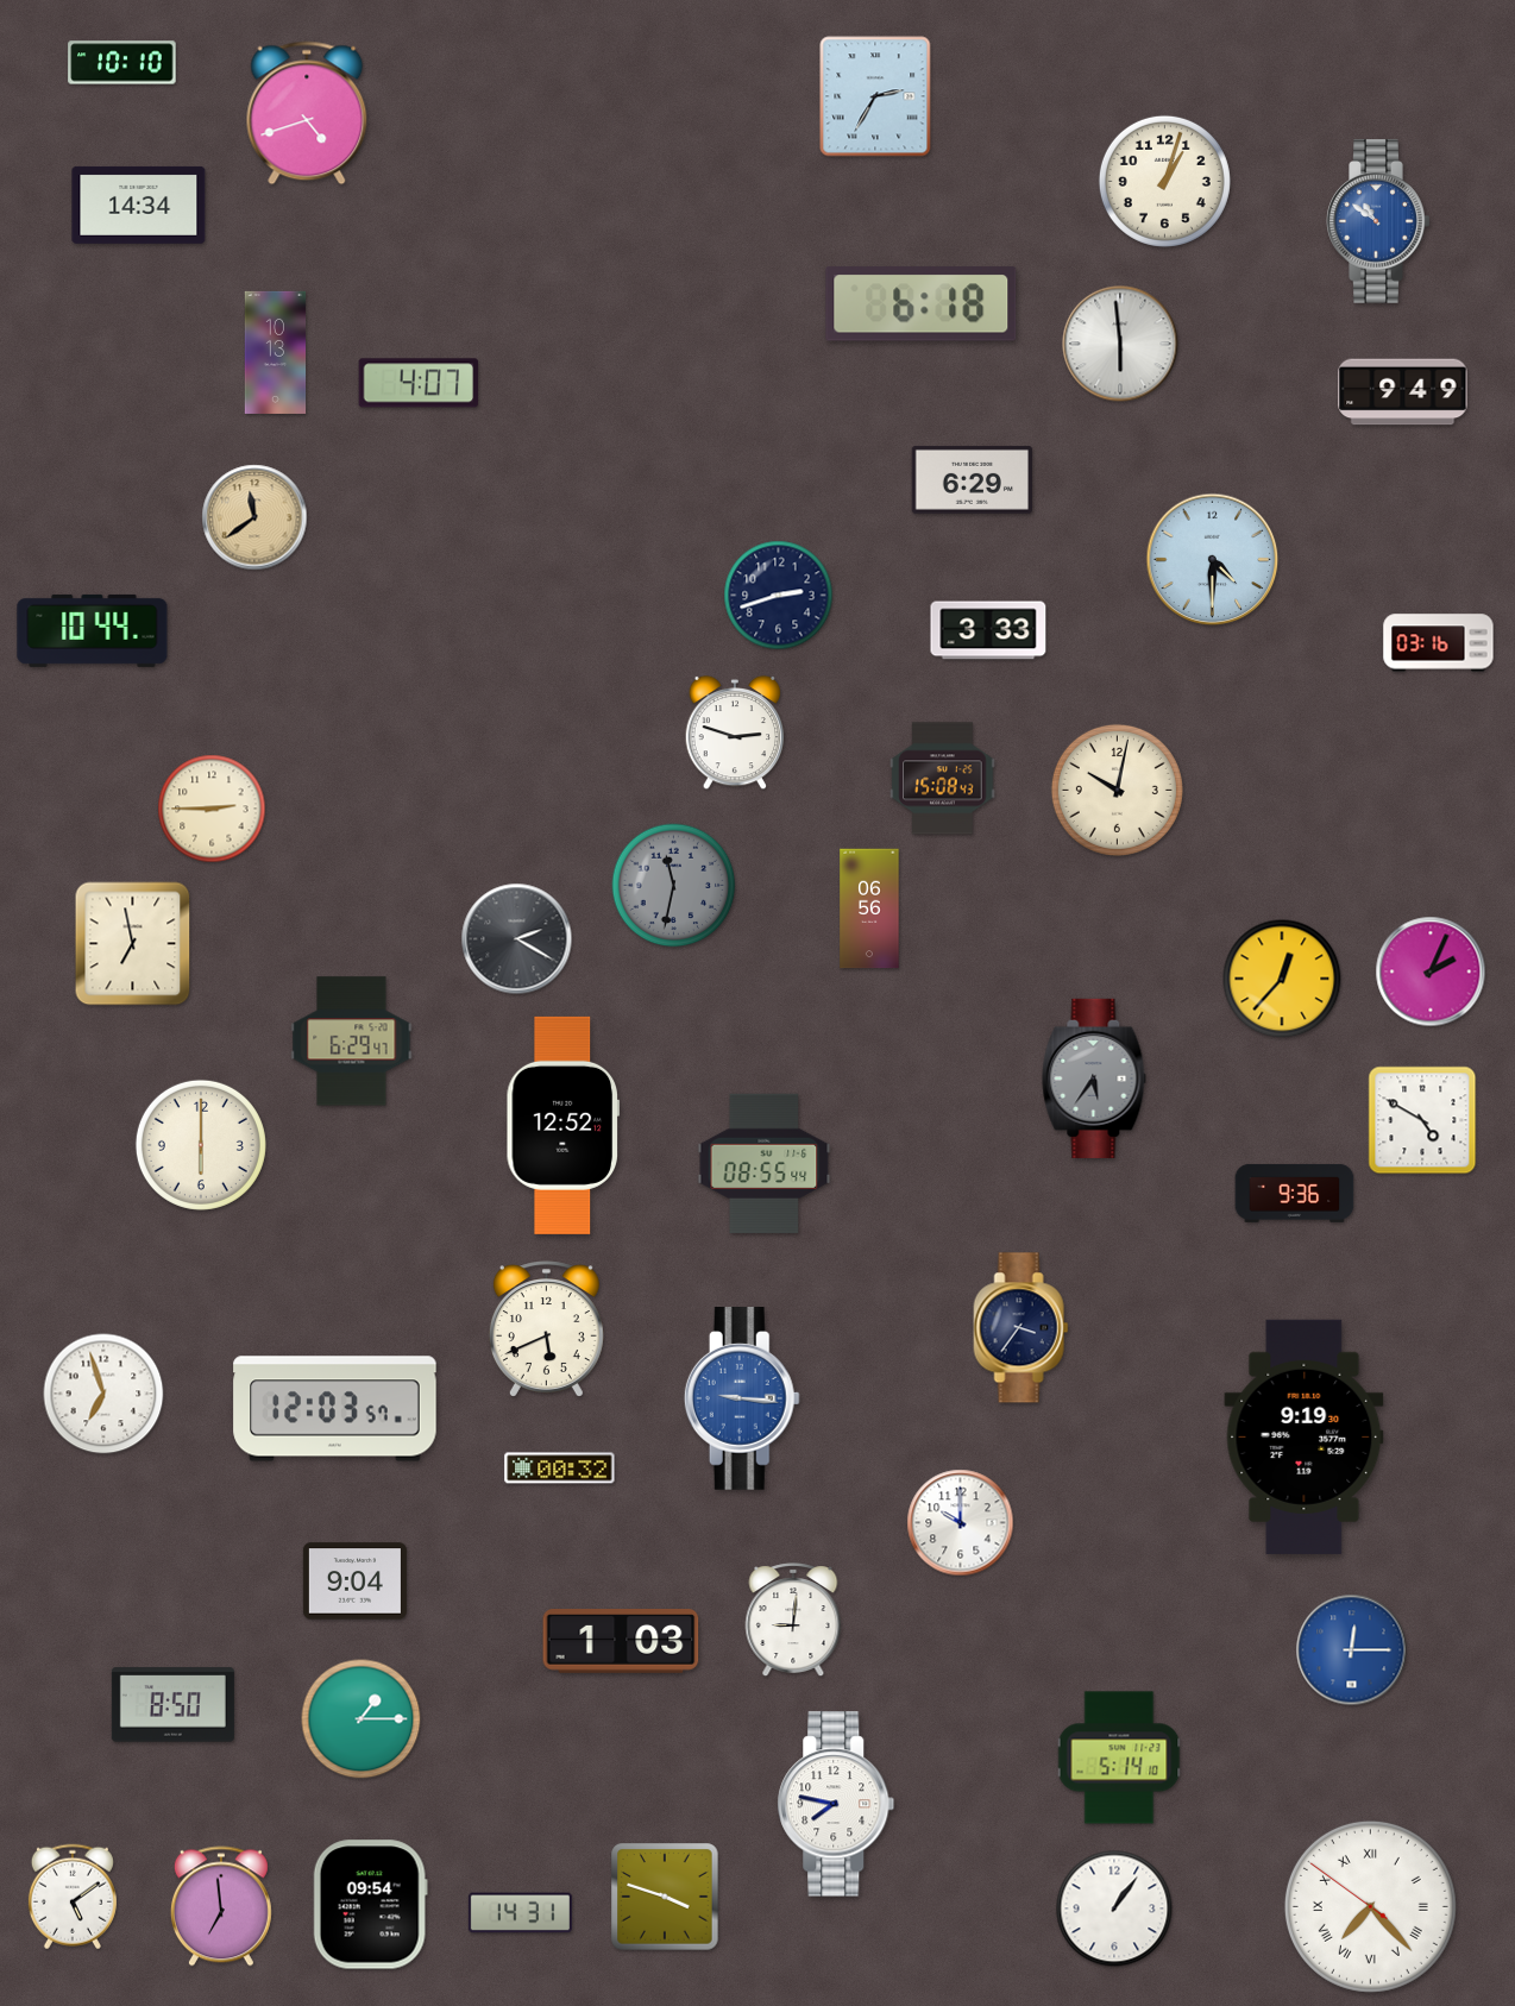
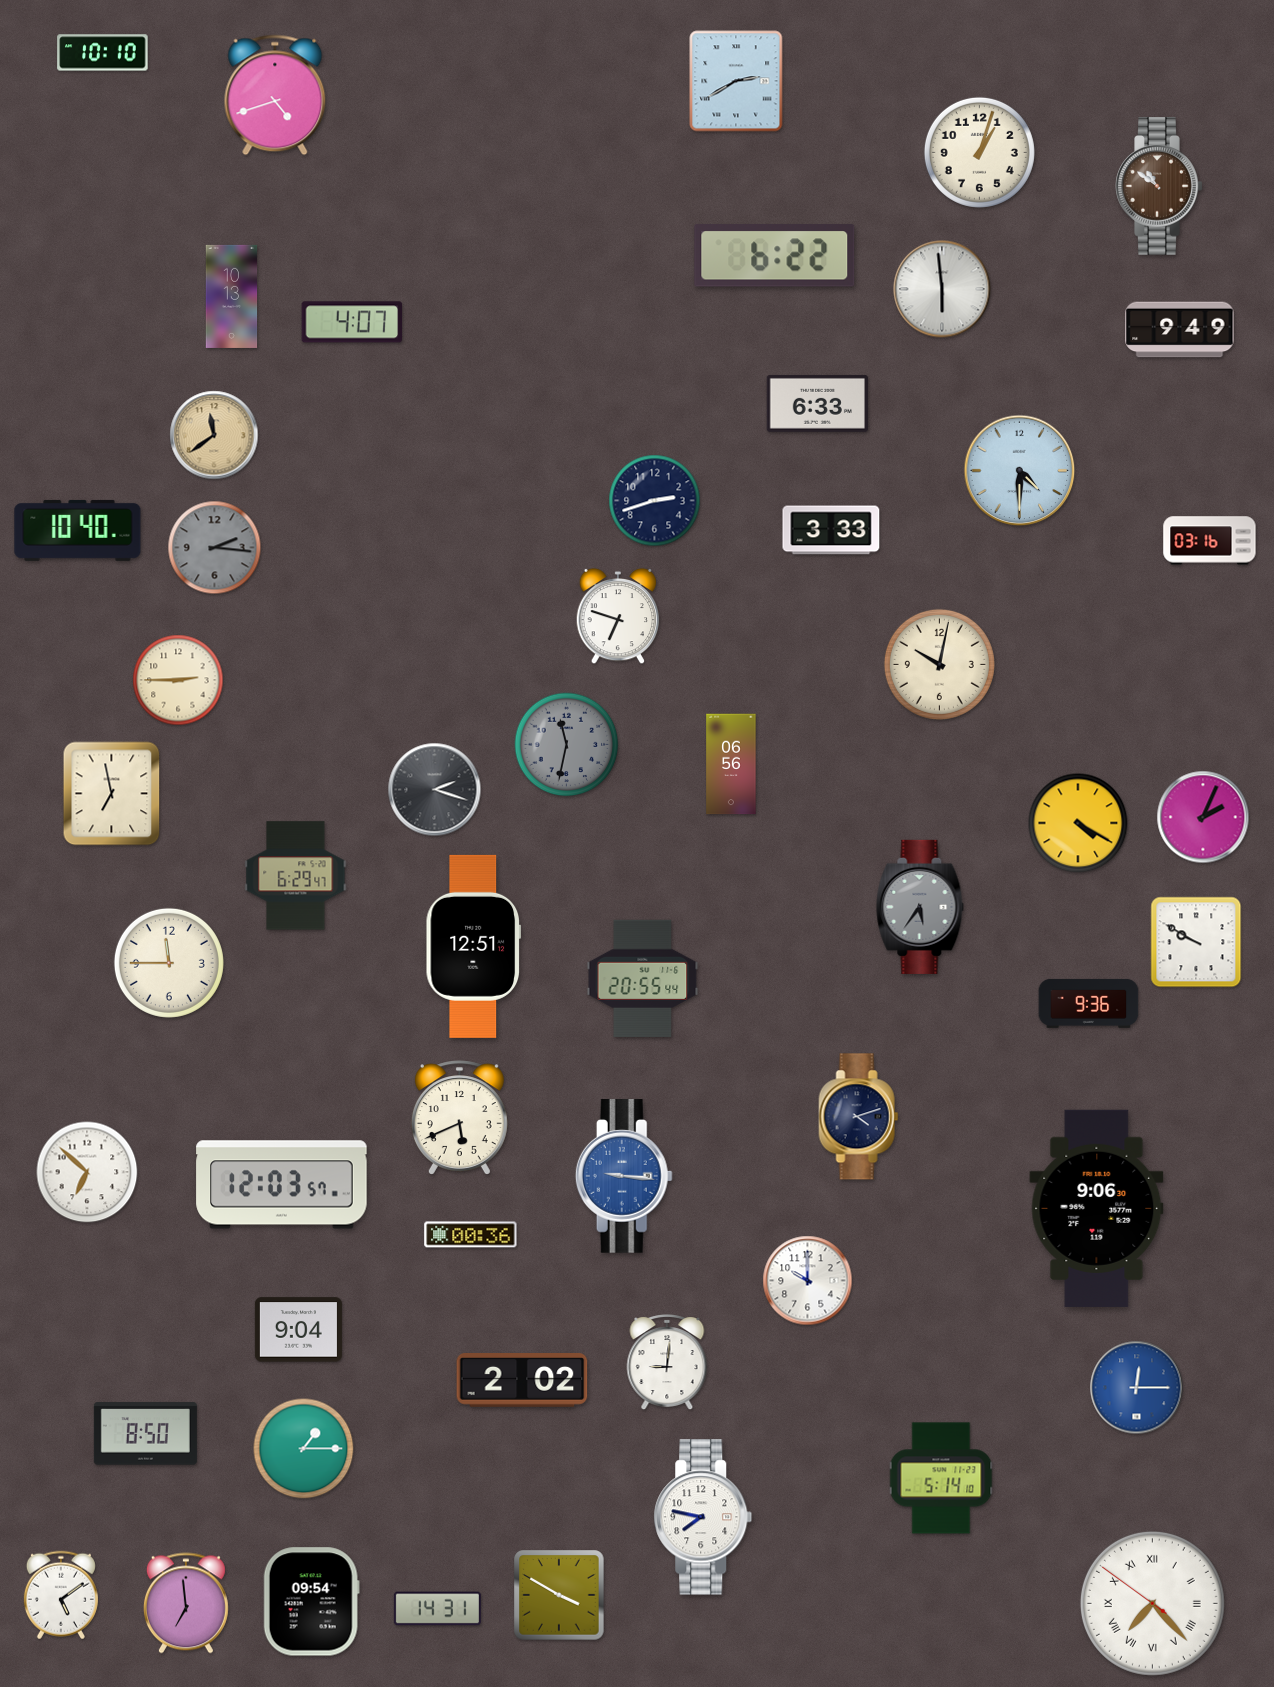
clock at (875, 96): 2:35 -> 2:40
clock at (307, 113) position: (307, 113) -> (275, 95)
clock at (139, 205): 14:34 -> none
clock at (1378, 221) dial: blue -> brown
clock at (922, 304): 6:18 -> 6:22
clock at (972, 479): 6:29 -> 6:33
clock at (93, 630): 10:44 -> 10:40
clock at (215, 548): none -> 2:16
clock at (735, 732): 2:48 -> 6:48
clock at (943, 779): 15:08 -> none
clock at (517, 939): 2:20 -> 2:18
clock at (1282, 979): 12:37 -> 4:20
clock at (1422, 1120): 4:50 -> 9:50
clock at (562, 1125): 12:52 -> 12:51
clock at (201, 1145): 6:00 -> 11:45
clock at (765, 1163): 08:55 -> 20:55
clock at (1021, 1328): 3:36 -> 4:12
clock at (103, 1394): 6:57 -> 6:52
clock at (1305, 1436): 9:19 -> 9:06
clock at (560, 1469): 00:32 -> 00:36
clock at (621, 1642): 1:03 -> 2:02
clock at (362, 1719) position: (362, 1719) -> (304, 1449)
clock at (665, 1897): 3:48 -> 3:50
clock at (1114, 1908): 1:06 -> none
